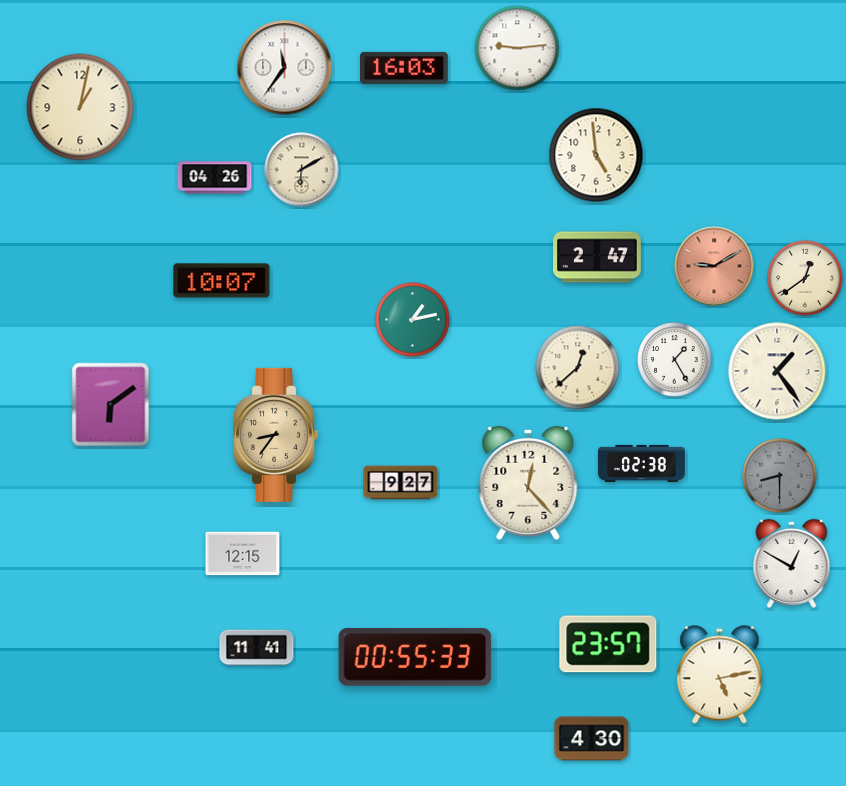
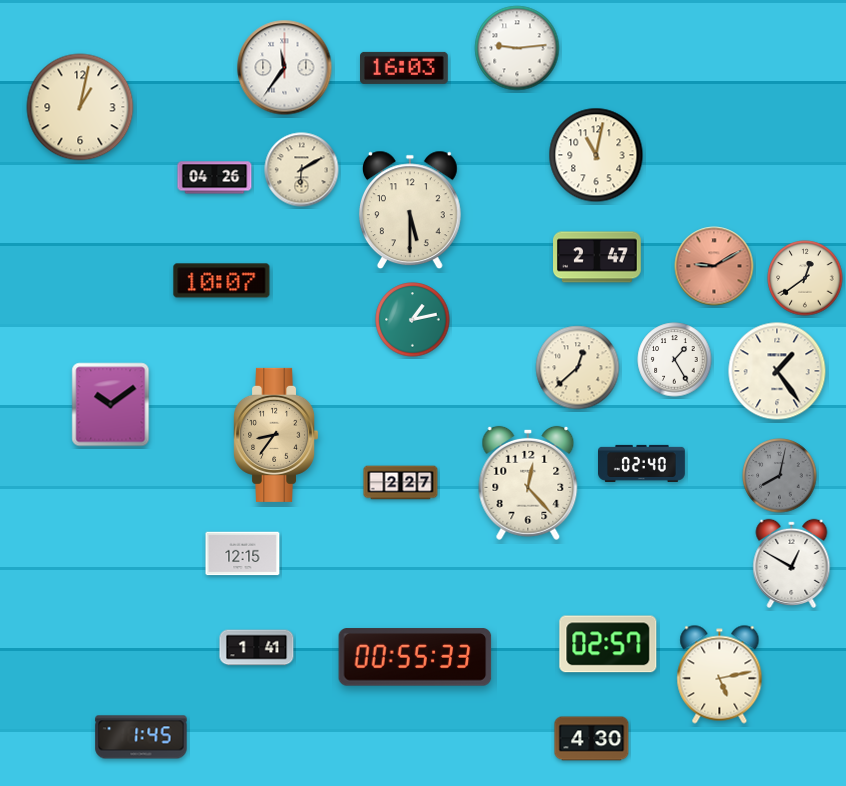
clock at (596, 155): 4:59 -> 11:02
clock at (410, 210): none -> 5:30
clock at (111, 405): 6:09 -> 10:09
clock at (642, 463): 02:38 -> 02:40
clock at (780, 476): 8:30 -> 8:02
clock at (401, 483): 9:27 -> 2:27
clock at (608, 644): 23:57 -> 02:57
clock at (257, 648): 11:41 -> 1:41
clock at (141, 737): none -> 1:45
